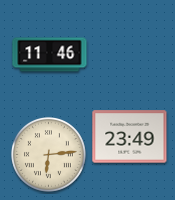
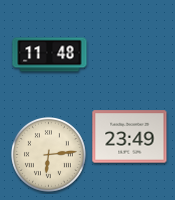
clock at (50, 55): 11:46 -> 11:48
